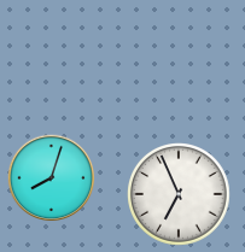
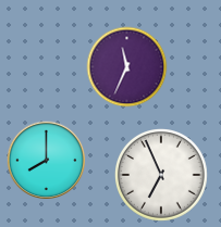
clock at (127, 67): none -> 11:34
clock at (52, 178): 8:03 -> 8:00
